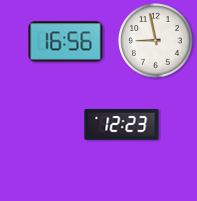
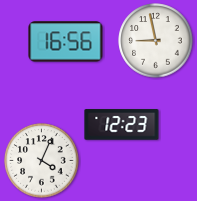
clock at (42, 161): none -> 4:04
